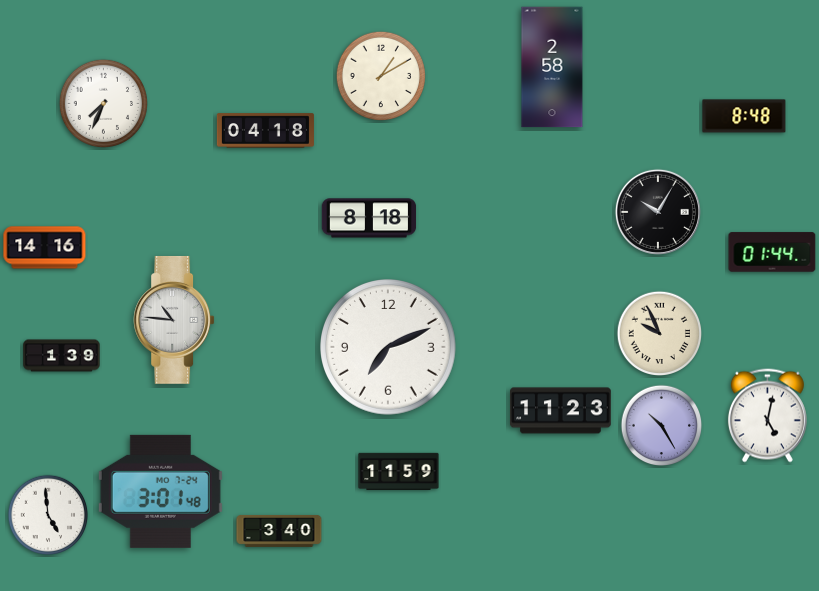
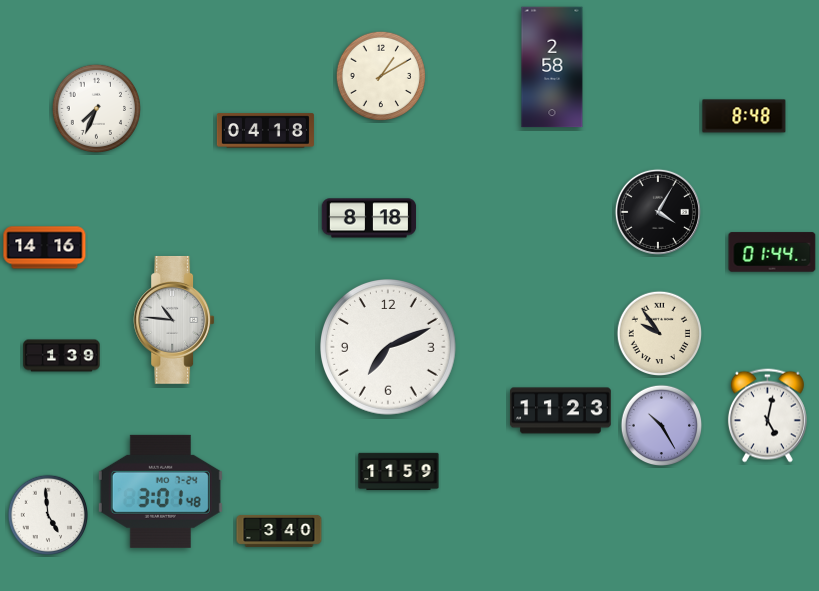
clock at (103, 103) position: (103, 103) -> (96, 108)
clock at (658, 212): 10:05 -> 4:05
clock at (659, 333): 9:56 -> 9:54
